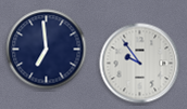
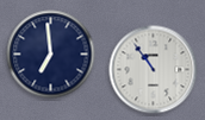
clock at (140, 64): 9:54 -> 10:54
